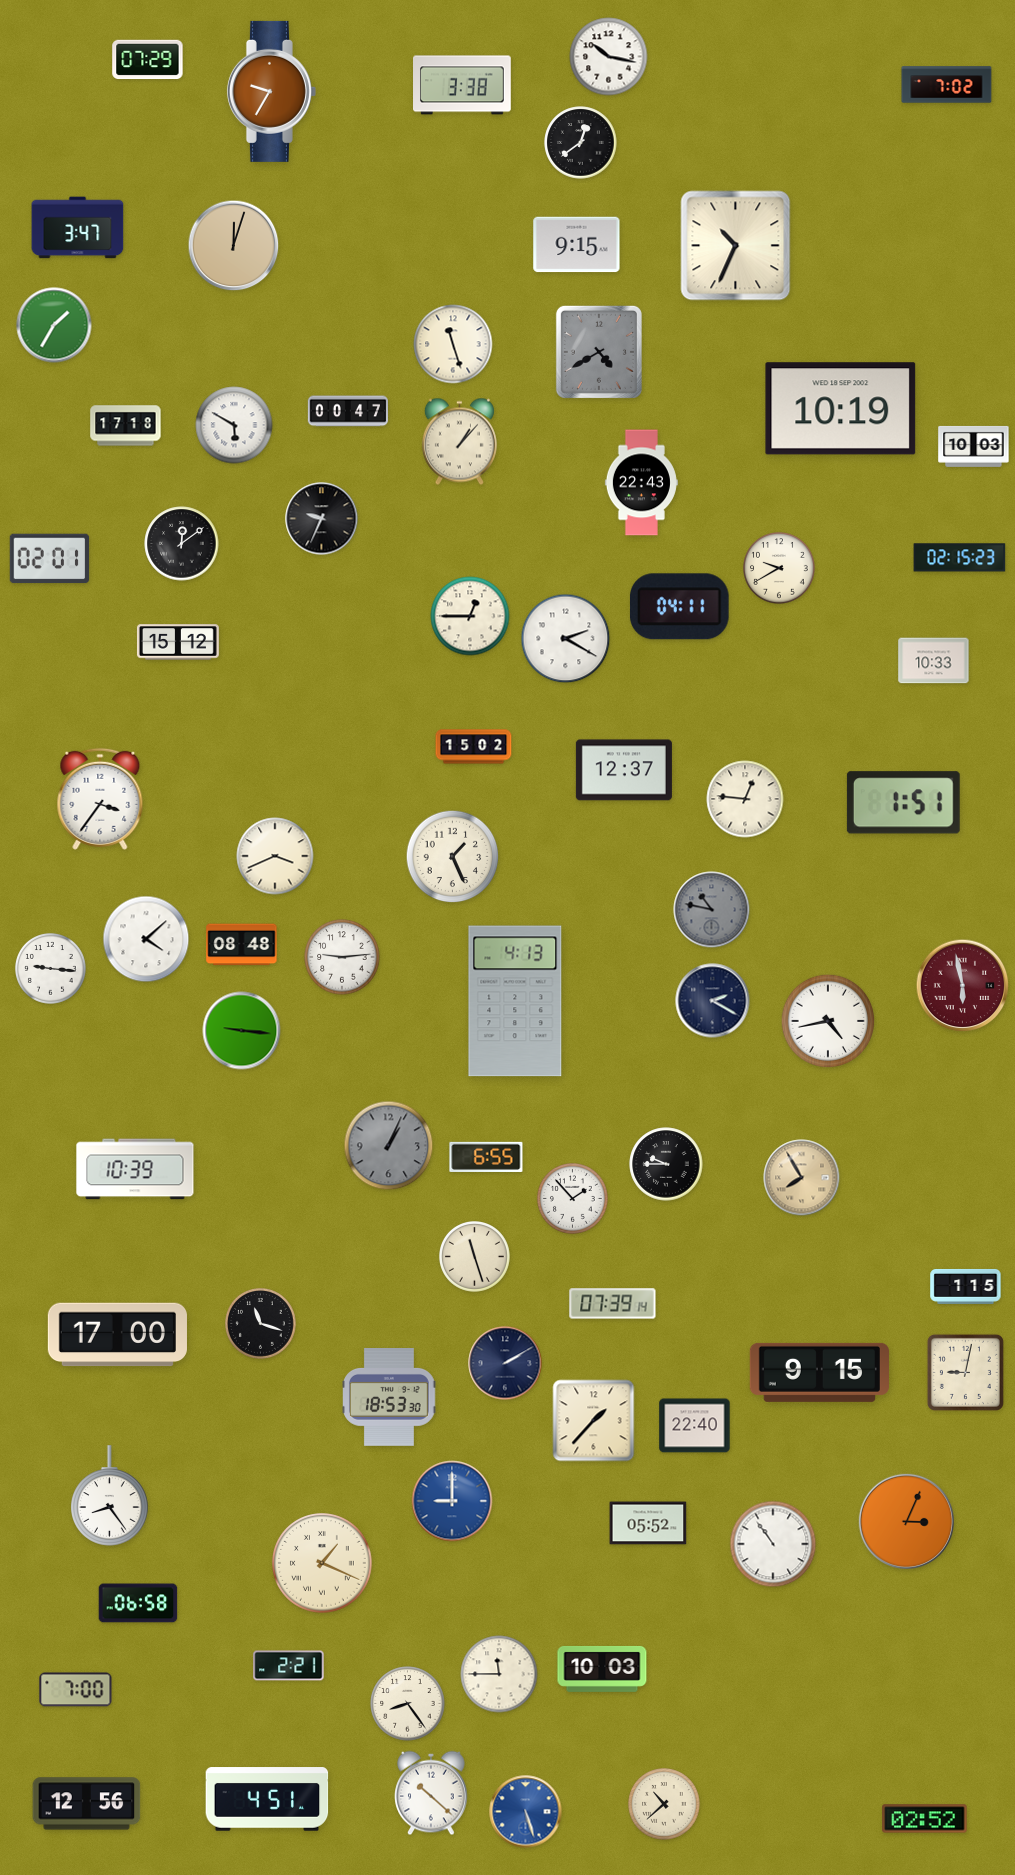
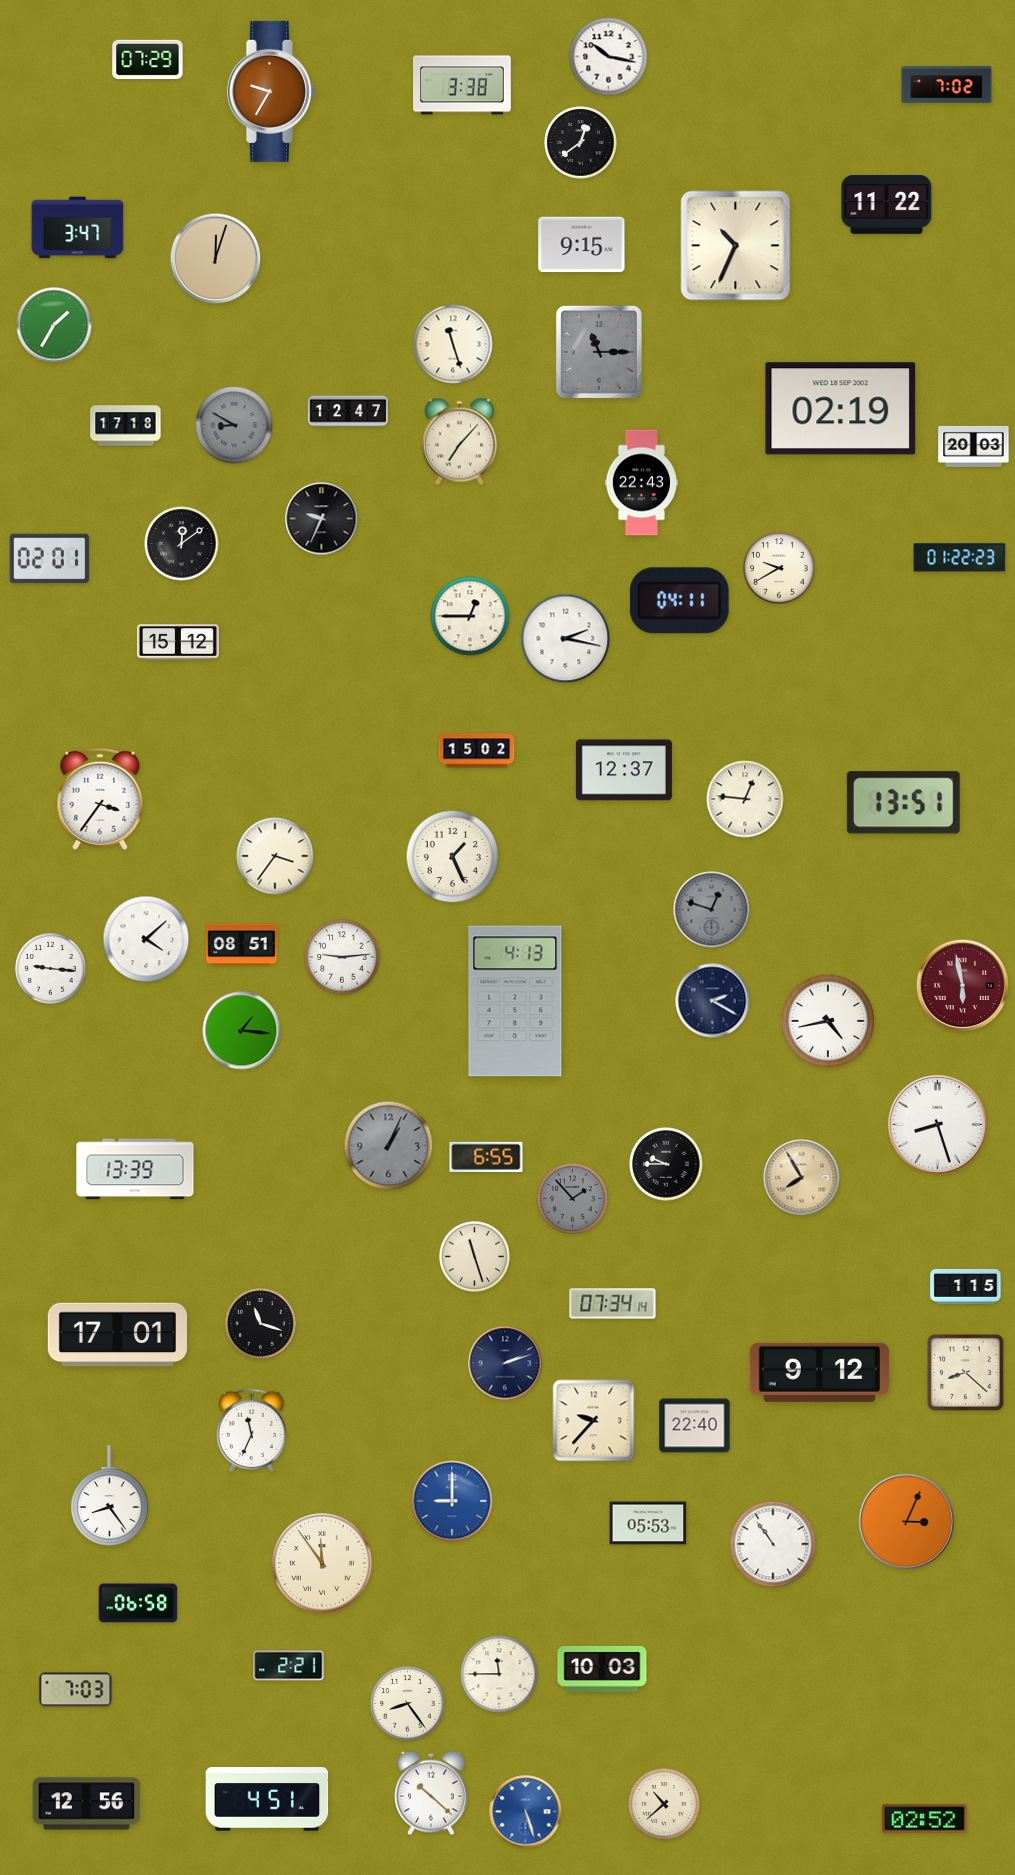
clock at (887, 205): none -> 11:22
clock at (577, 245) position: (577, 245) -> (582, 245)
clock at (234, 246) position: (234, 246) -> (216, 259)
clock at (599, 352): 4:40 -> 11:15
clock at (841, 409): 10:19 -> 02:19
clock at (347, 411): 00:47 -> 12:47
clock at (234, 425): 5:50 -> 8:50
clock at (234, 425) dial: white -> grey
clock at (459, 442): 1:07 -> 7:07
clock at (974, 446): 10:03 -> 20:03
clock at (960, 558): 02:15 -> 01:22
clock at (679, 607) position: (679, 607) -> (679, 601)
clock at (566, 639): 2:20 -> 2:17
clock at (934, 661): 10:33 -> none
clock at (474, 747) position: (474, 747) -> (477, 751)
clock at (903, 803): 1:51 -> 13:51
clock at (275, 856): 3:41 -> 3:36
clock at (712, 910): 10:47 -> 12:48
clock at (242, 945): 08:48 -> 08:51
clock at (242, 1031): 9:16 -> 1:16
clock at (937, 1124): none -> 8:27
clock at (135, 1169): 10:39 -> 13:39
clock at (573, 1199) dial: white -> grey
clock at (613, 1304): 07:39 -> 07:34
clock at (117, 1335): 17:00 -> 17:01
clock at (505, 1363): 2:10 -> 2:12
clock at (819, 1372): 9:15 -> 9:12
clock at (965, 1372): 9:02 -> 8:22
clock at (390, 1398): 18:53 -> none
clock at (594, 1421): 1:37 -> 9:37
clock at (252, 1431): none -> 11:34
clock at (648, 1523): 05:52 -> 05:53
clock at (322, 1563): 1:19 -> 11:54
clock at (76, 1690): 7:00 -> 7:03
